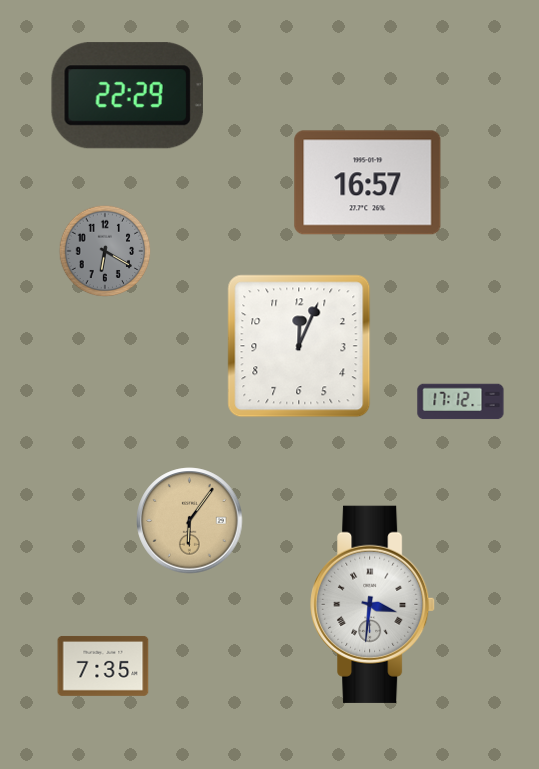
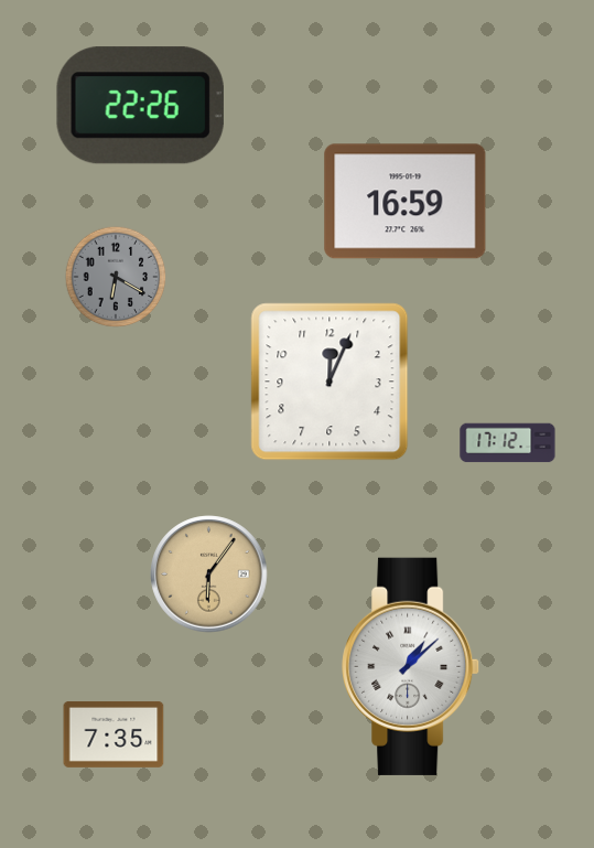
clock at (127, 96): 22:29 -> 22:26
clock at (368, 183): 16:57 -> 16:59
clock at (373, 604): 3:31 -> 1:08
